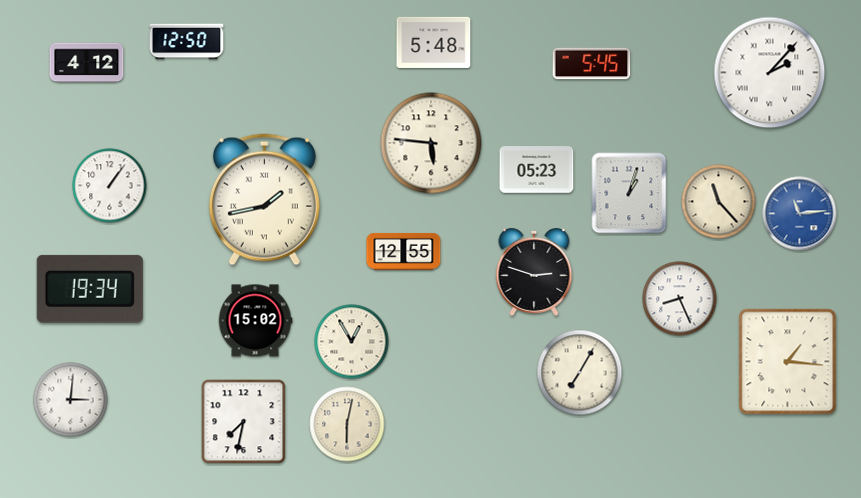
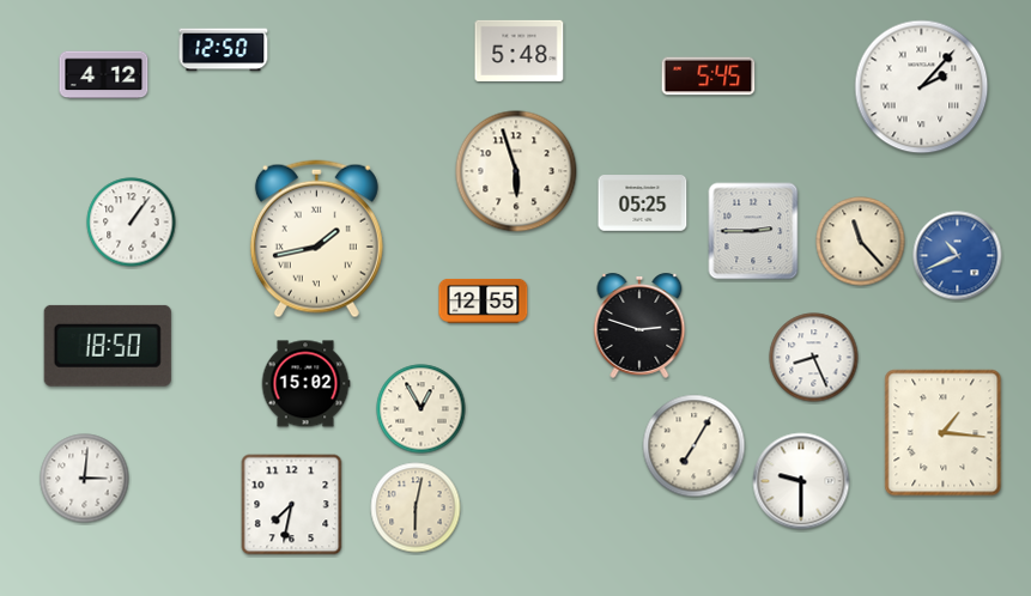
clock at (431, 143): 5:46 -> 5:57
clock at (537, 170): 05:23 -> 05:25
clock at (629, 193): 1:03 -> 2:45
clock at (800, 214): 11:14 -> 10:41
clock at (90, 289): 19:34 -> 18:50
clock at (801, 481): none -> 9:30
